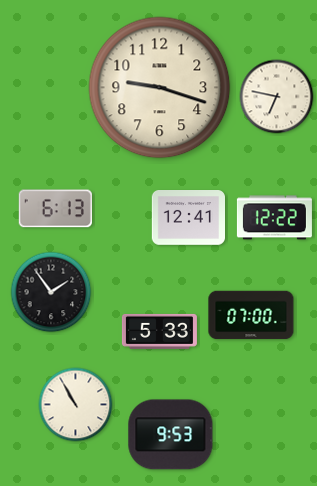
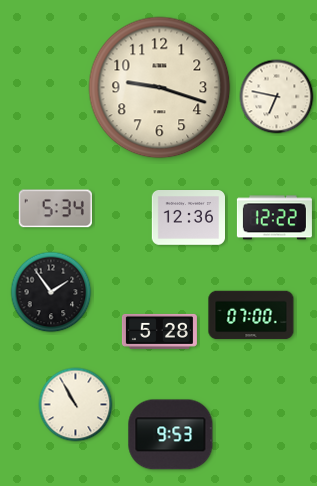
clock at (55, 209): 6:13 -> 5:34
clock at (188, 218): 12:41 -> 12:36
clock at (159, 331): 5:33 -> 5:28
